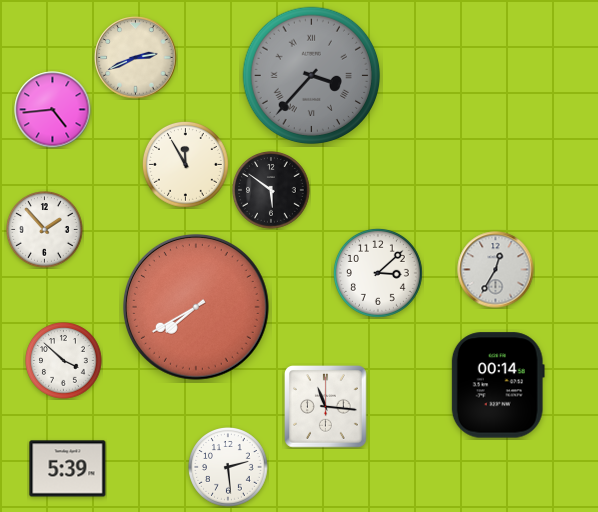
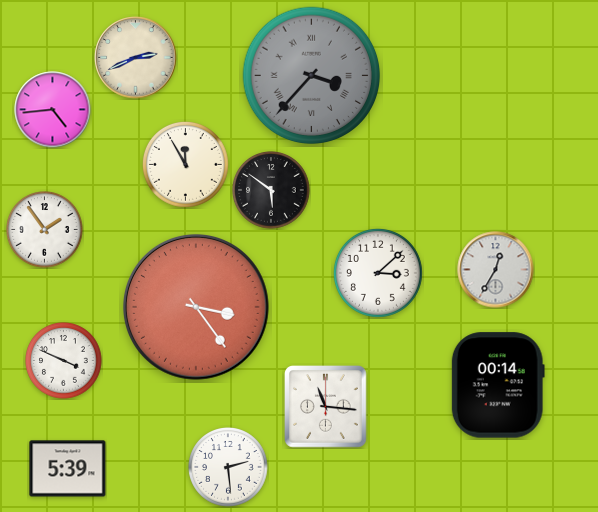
clock at (45, 230): 1:53 -> 1:54
clock at (196, 307): 7:40 -> 3:24
clock at (64, 361): 3:52 -> 3:49
